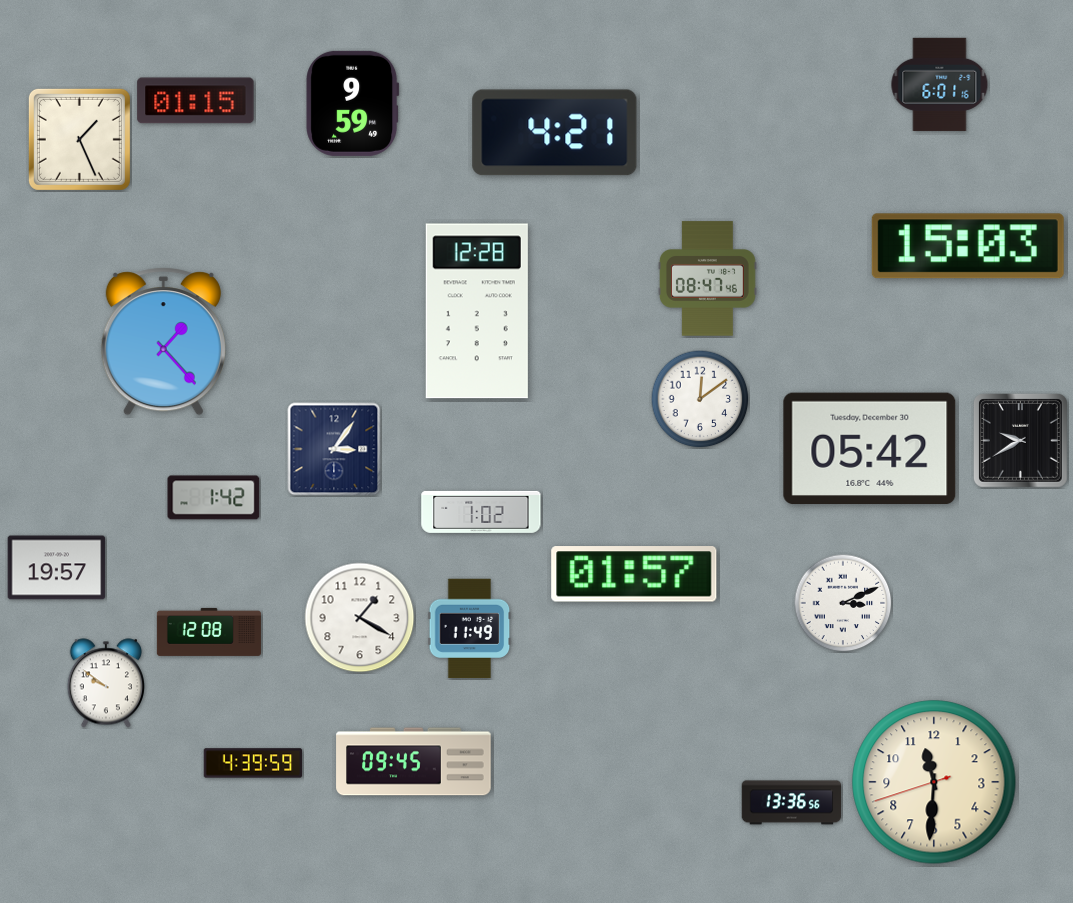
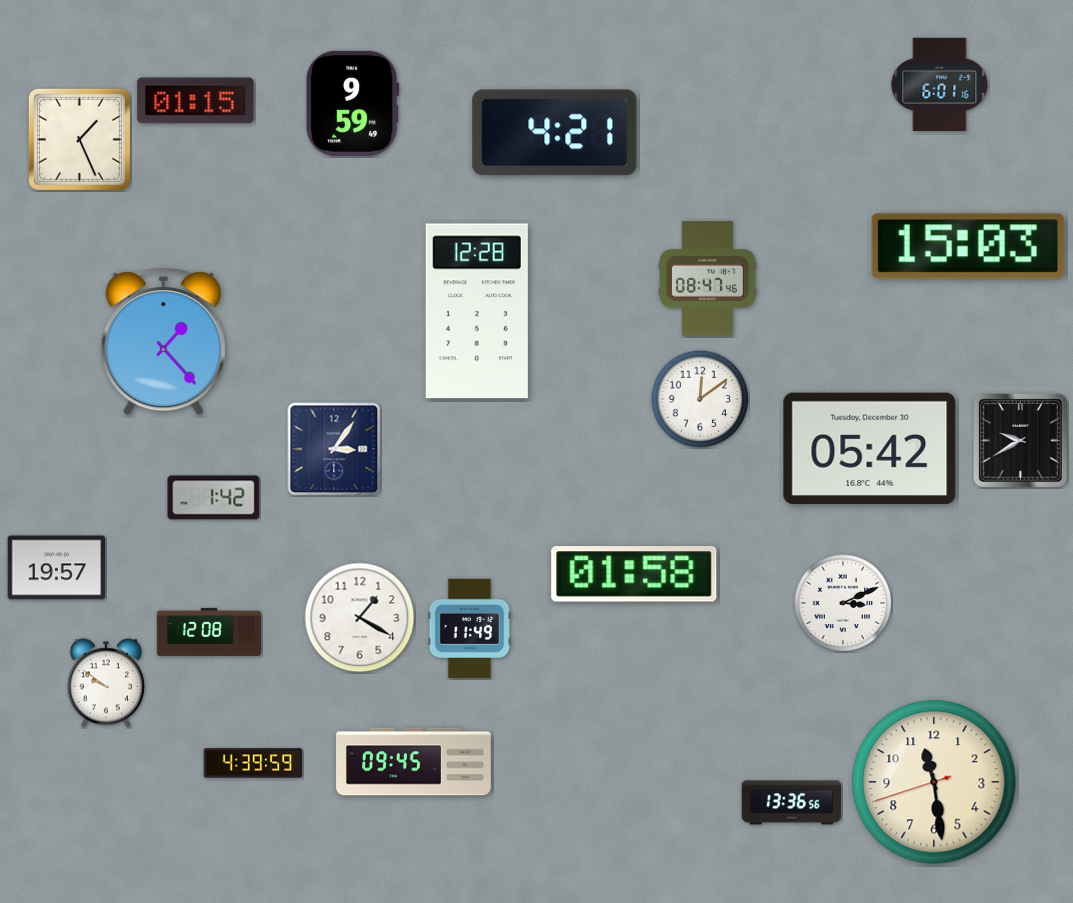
clock at (481, 512): 1:02 -> none
clock at (634, 574): 01:57 -> 01:58
clock at (934, 782): 11:30 -> 11:28
